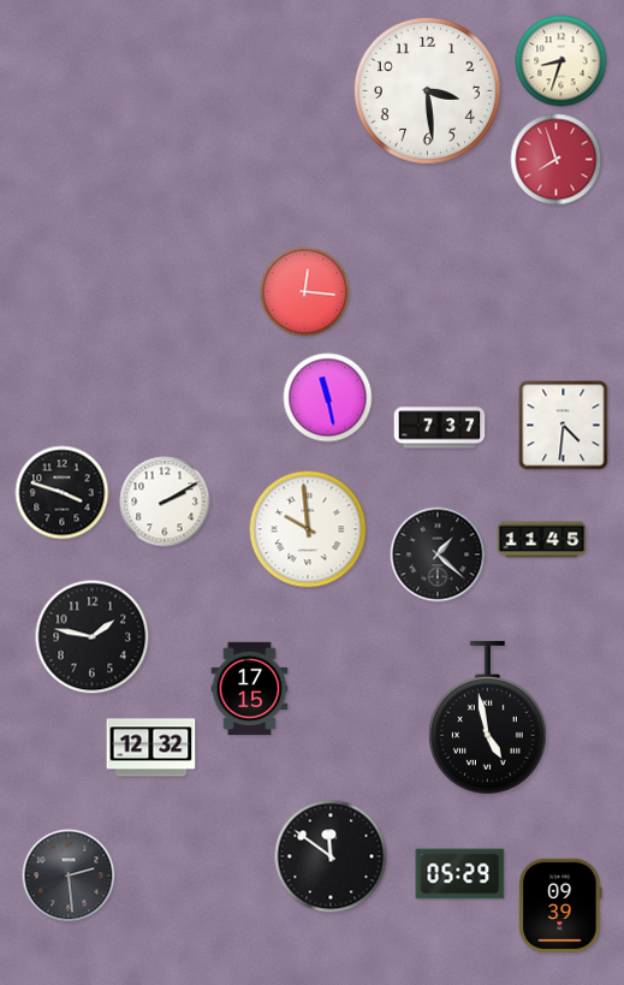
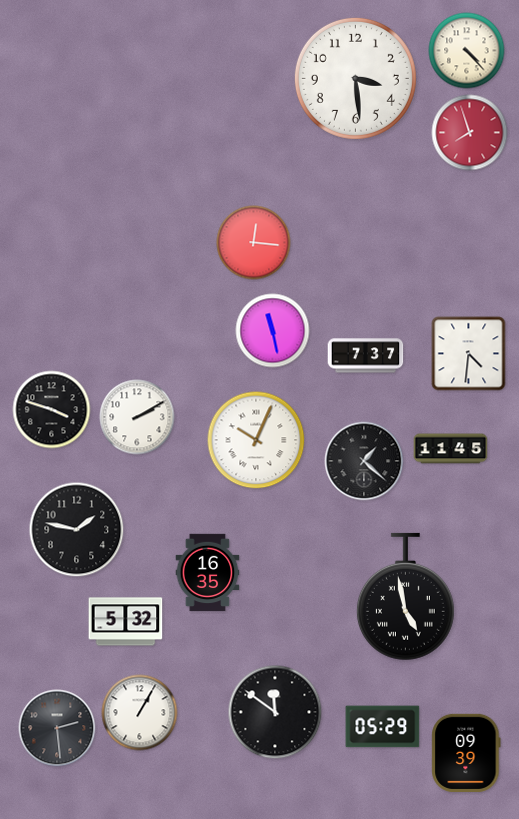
clock at (561, 61): 8:33 -> 4:23
clock at (427, 90) position: (427, 90) -> (355, 78)
clock at (557, 160) position: (557, 160) -> (470, 133)
clock at (308, 529): 9:59 -> 10:04
clock at (250, 689): 17:15 -> 16:35
clock at (151, 748): 12:32 -> 5:32
clock at (140, 713): none -> 1:05
